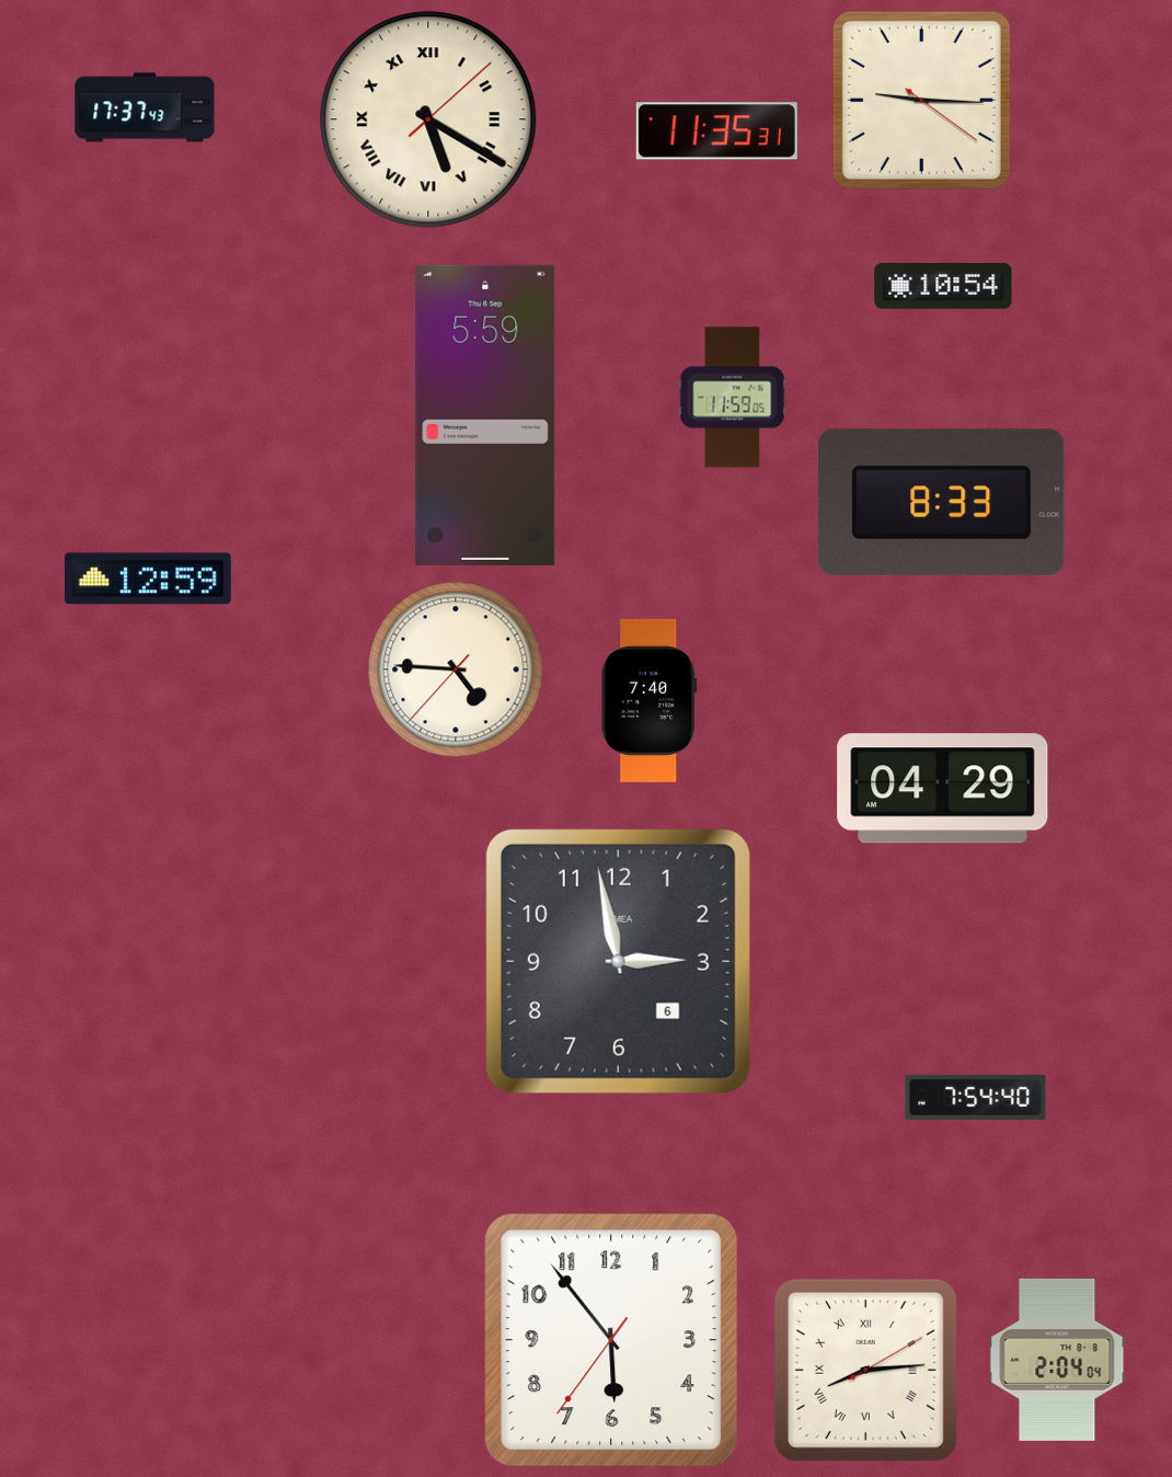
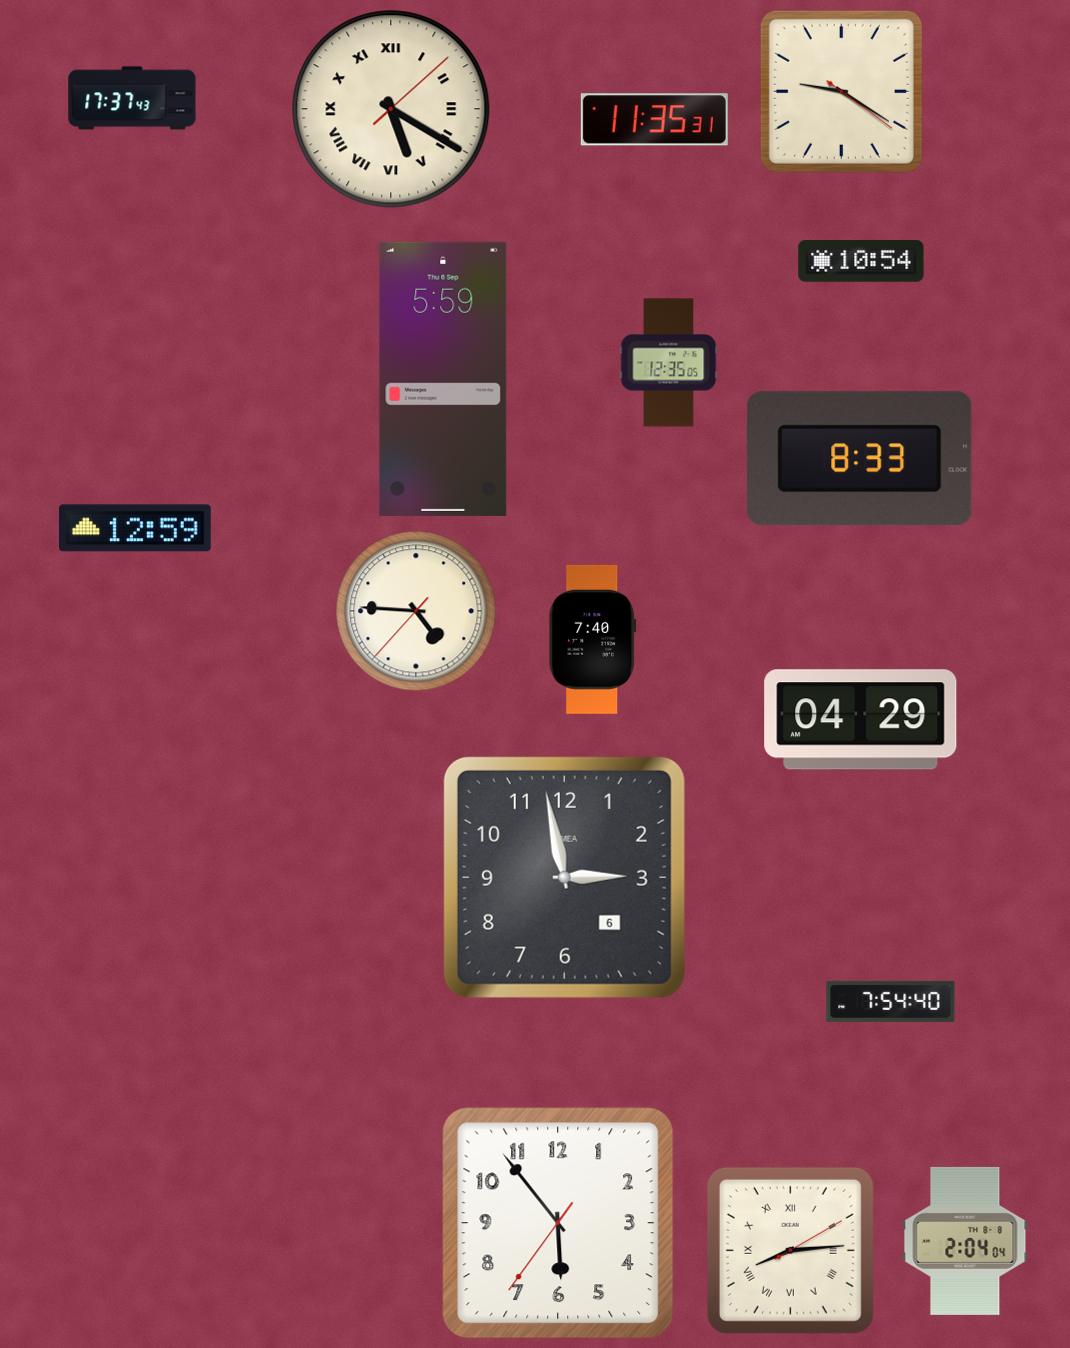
clock at (921, 100): 9:15 -> 9:20
clock at (733, 398): 11:59 -> 12:35
